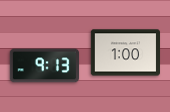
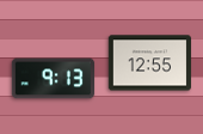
clock at (126, 53): 1:00 -> 12:55
